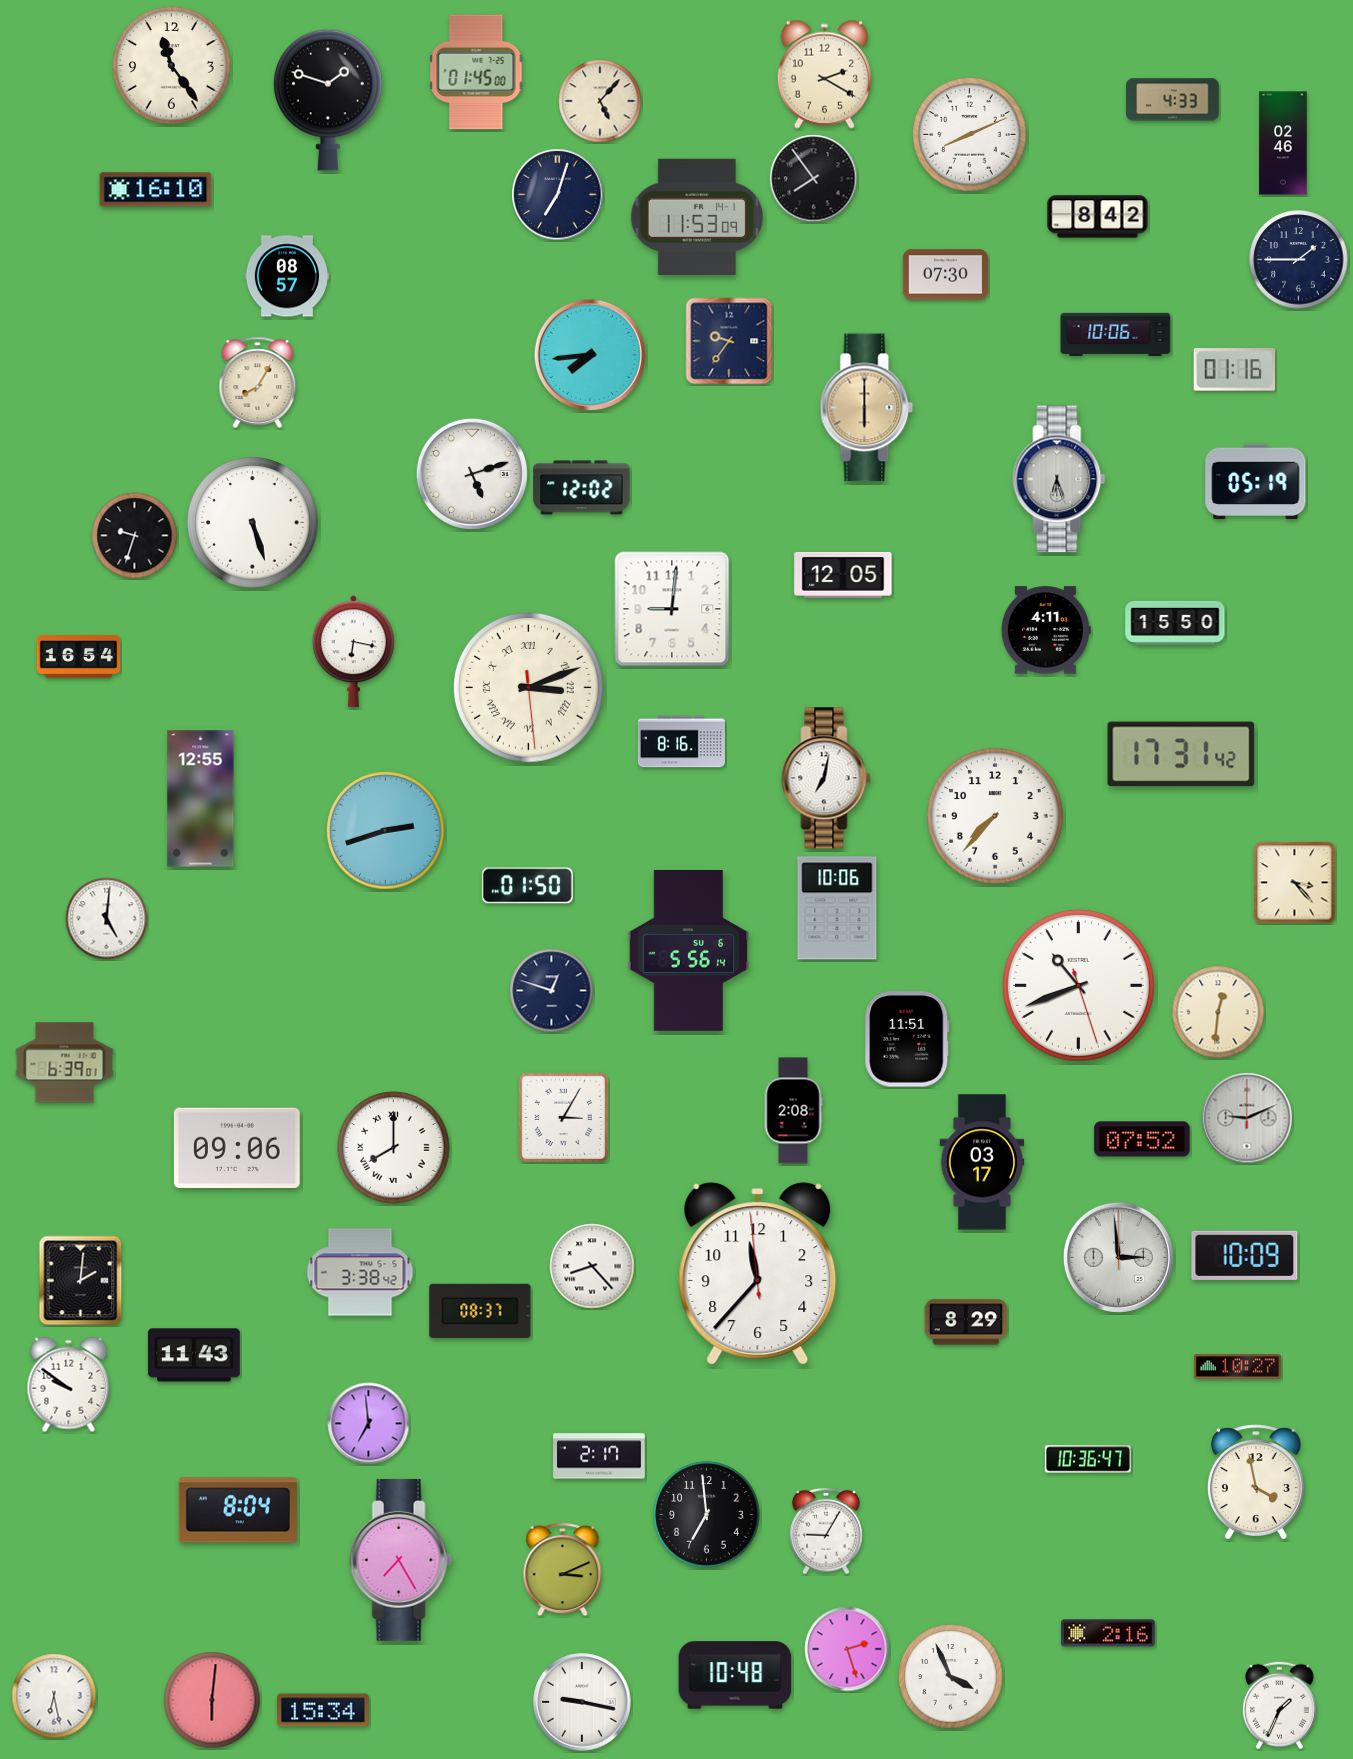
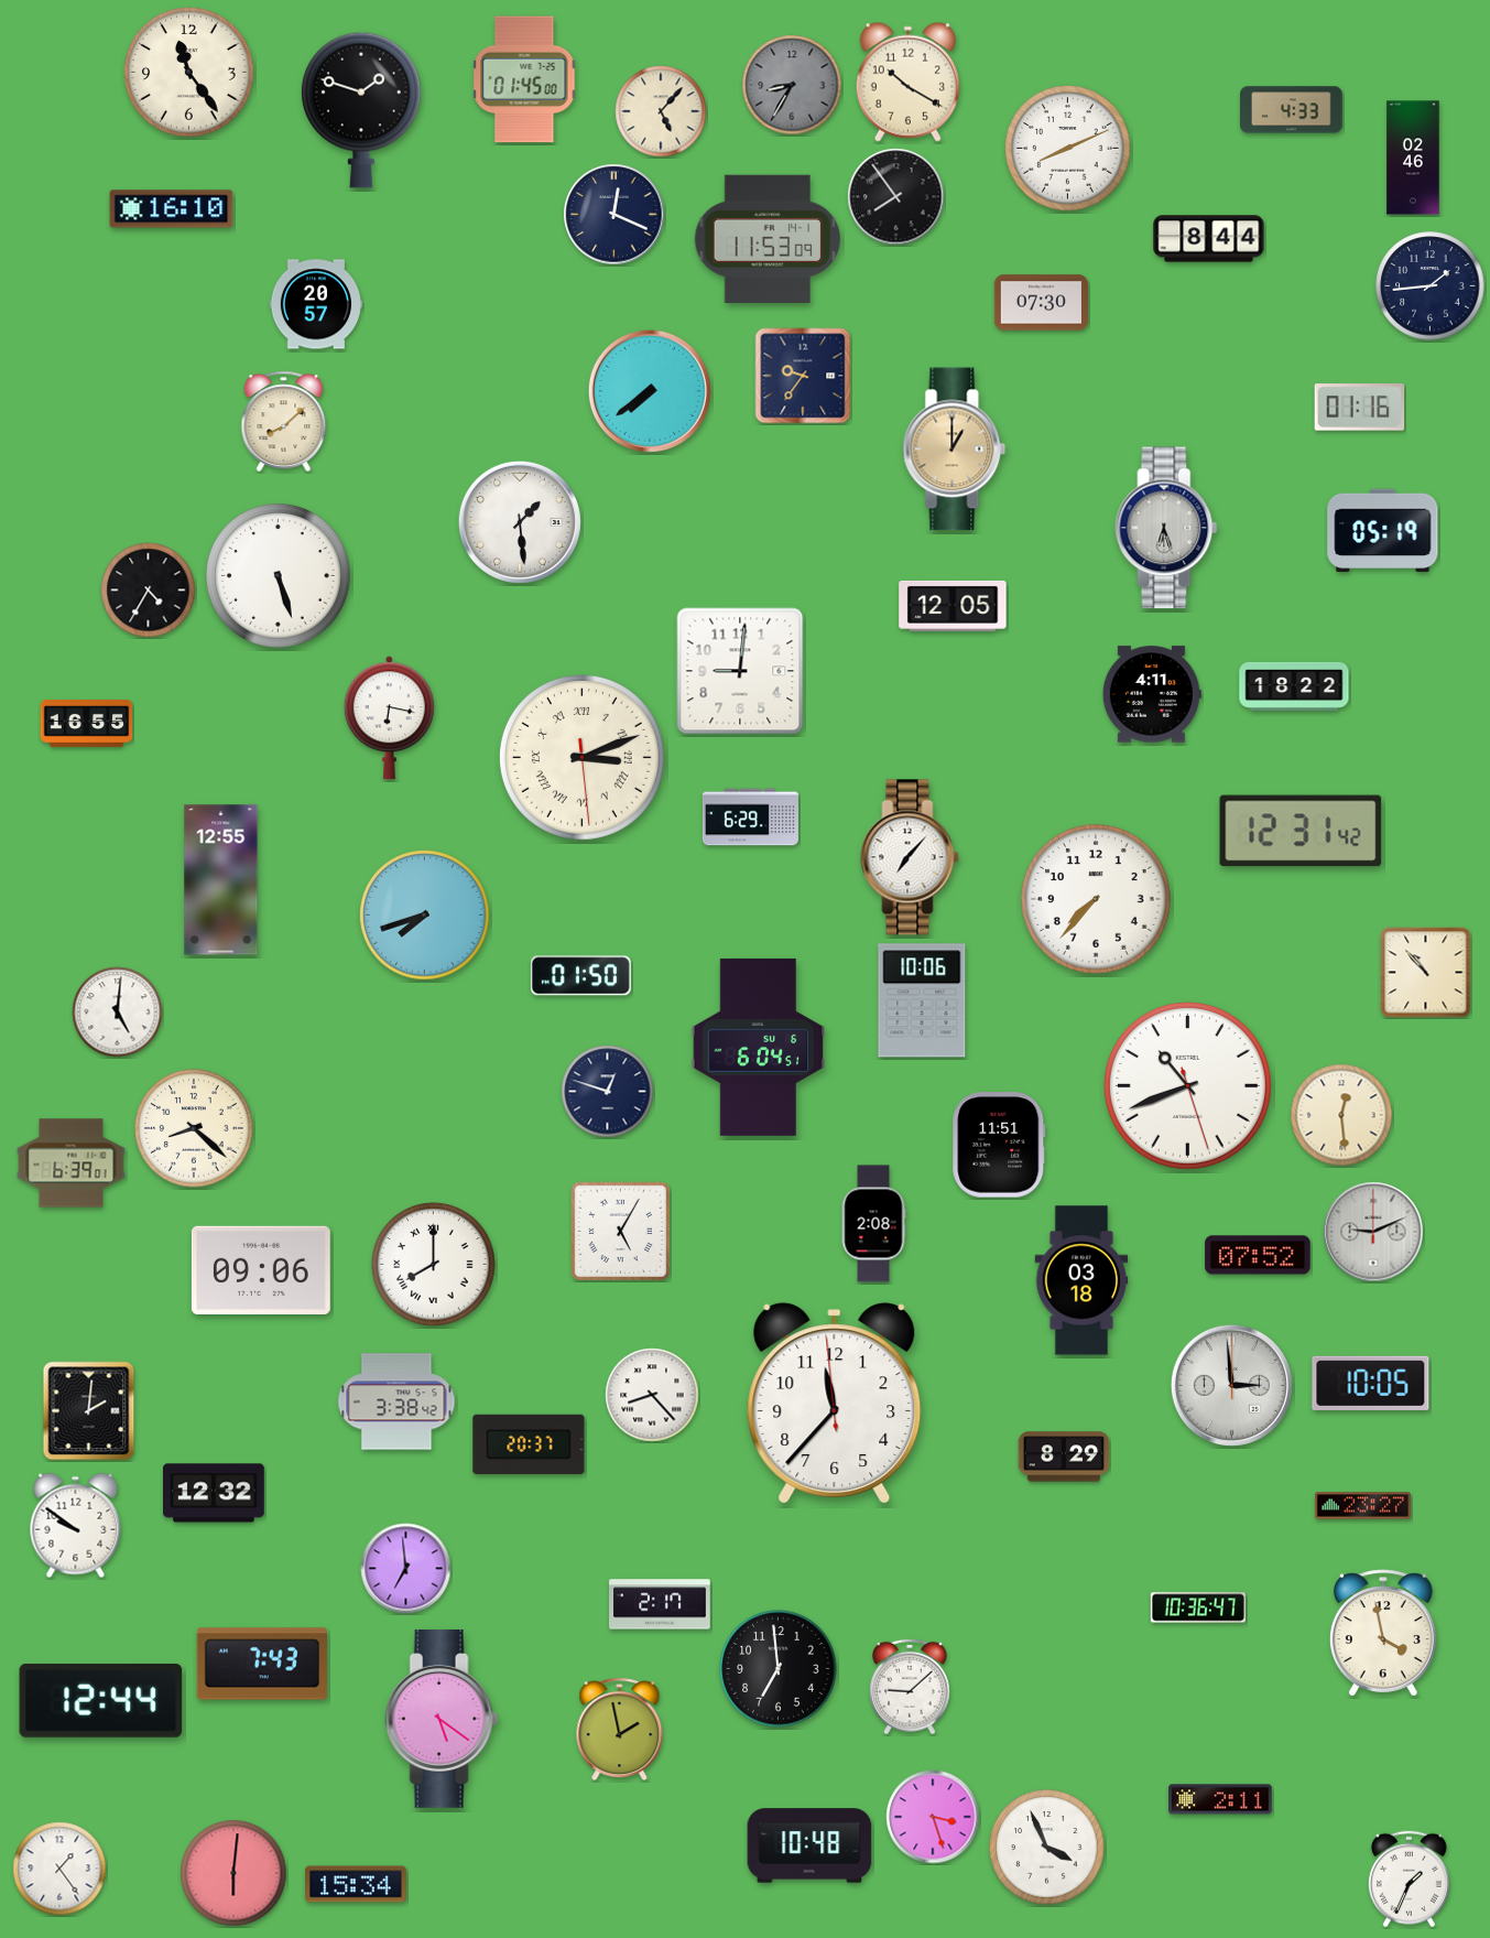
clock at (824, 74): 2:20 -> 10:20
clock at (792, 85): none -> 8:35
clock at (558, 195): 7:03 -> 12:19
clock at (1098, 217): 8:42 -> 8:44
clock at (1299, 260): 1:45 -> 1:44
clock at (286, 276): 08:57 -> 20:57
clock at (1116, 334): 10:06 -> none
clock at (590, 355): 7:44 -> 7:39
clock at (258, 382): 8:05 -> 8:08
clock at (867, 408): 6:00 -> 1:00
clock at (472, 474): 5:12 -> 1:29
clock at (582, 488): 12:02 -> none
clock at (135, 536): 9:33 -> 4:35
clock at (843, 575) position: (843, 575) -> (953, 606)
clock at (1175, 623): 15:50 -> 18:22
clock at (79, 657): 16:54 -> 16:55
clock at (681, 742): 8:16 -> 6:29
clock at (1181, 754): 17:31 -> 12:31
clock at (826, 778): 7:02 -> 7:07
clock at (386, 831): 2:42 -> 7:42
clock at (1295, 883): 3:23 -> 10:53
clock at (689, 950): 5:56 -> 6:04
clock at (1218, 1012): 12:31 -> 12:29
clock at (194, 1128): none -> 8:22
clock at (65, 1063) position: (65, 1063) -> (72, 1163)
clock at (563, 1117): 3:05 -> 5:05
clock at (237, 1147) position: (237, 1147) -> (261, 1269)
clock at (982, 1162): 03:17 -> 03:18
clock at (1245, 1255): 10:09 -> 10:05
clock at (480, 1311): 08:37 -> 20:37
clock at (195, 1355): 11:43 -> 12:32
clock at (1237, 1367): 10:27 -> 23:27
clock at (237, 1510): 8:04 -> 7:43
clock at (827, 1531): 9:05 -> 9:08
clock at (101, 1701): none -> 12:44
clock at (401, 1560): 7:25 -> 5:21
clock at (563, 1570): 3:11 -> 1:58
clock at (1108, 1633): 2:16 -> 2:11
clock at (847, 1649): 2:27 -> 3:27
clock at (54, 1696): 6:28 -> 1:24
clock at (582, 1702): 9:17 -> none
